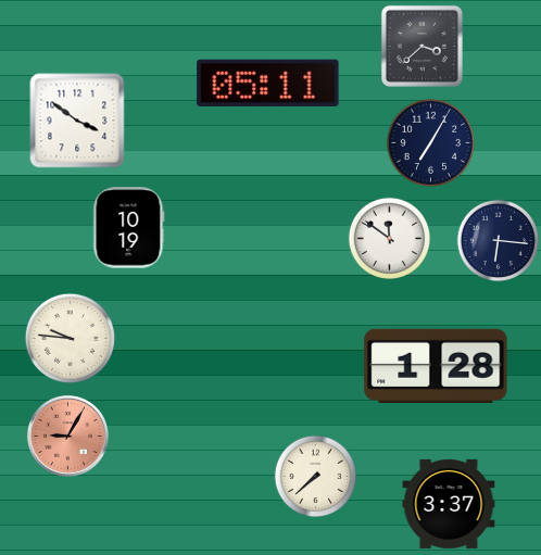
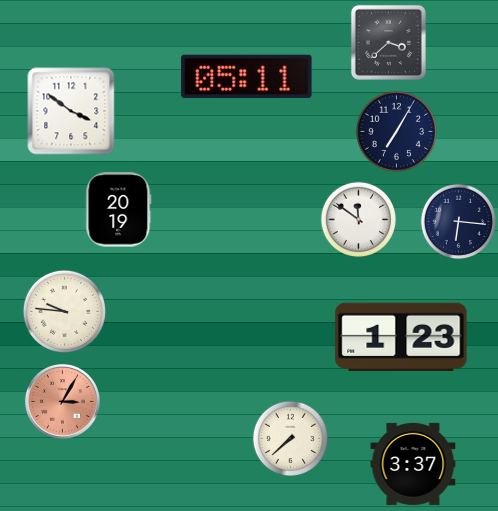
clock at (129, 228): 10:19 -> 20:19
clock at (436, 365): 1:28 -> 1:23
clock at (67, 436): 9:05 -> 3:05
